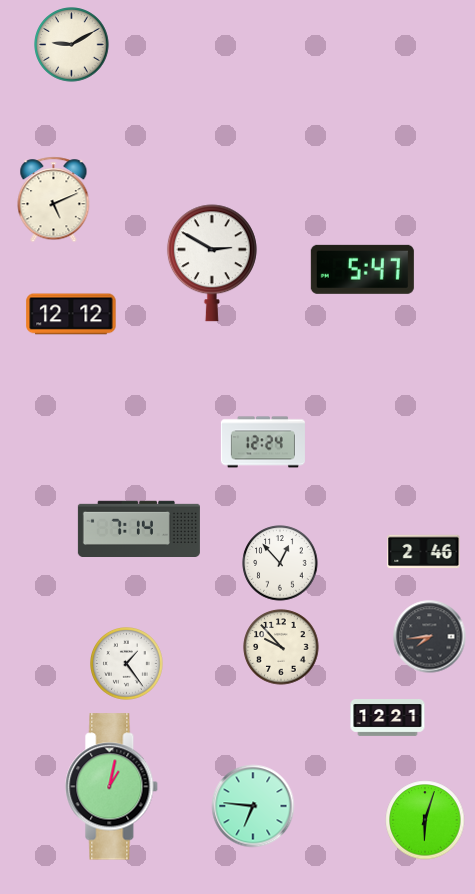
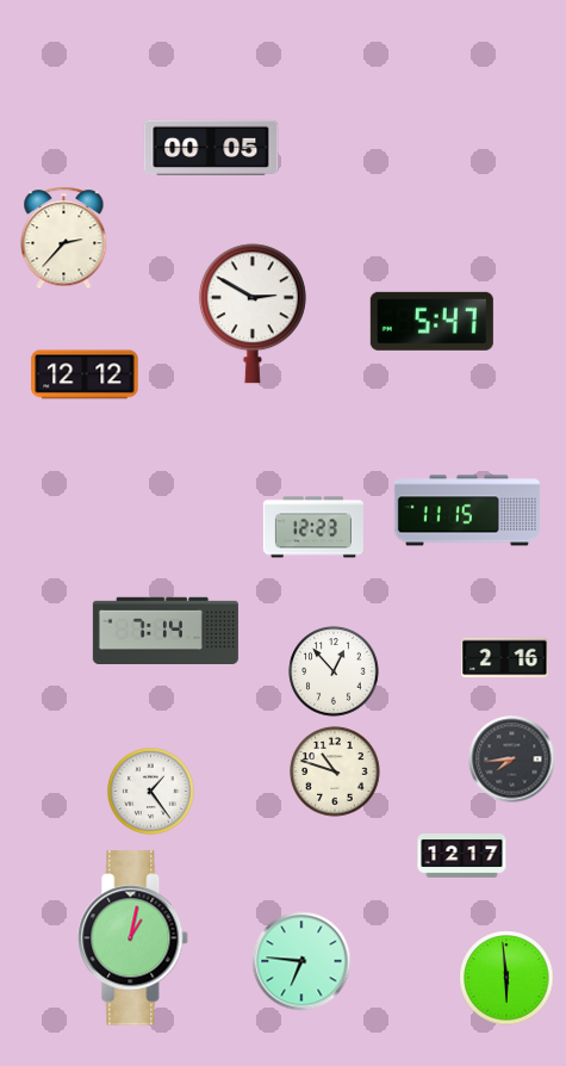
clock at (72, 45): 9:10 -> none
clock at (211, 148): none -> 00:05
clock at (54, 200): 5:11 -> 2:37
clock at (467, 510): none -> 11:15
clock at (263, 442): 12:24 -> 12:23
clock at (424, 552): 2:46 -> 2:16
clock at (281, 647): 9:53 -> 10:48
clock at (388, 718): 12:21 -> 12:17
clock at (425, 820): 6:03 -> 5:59
